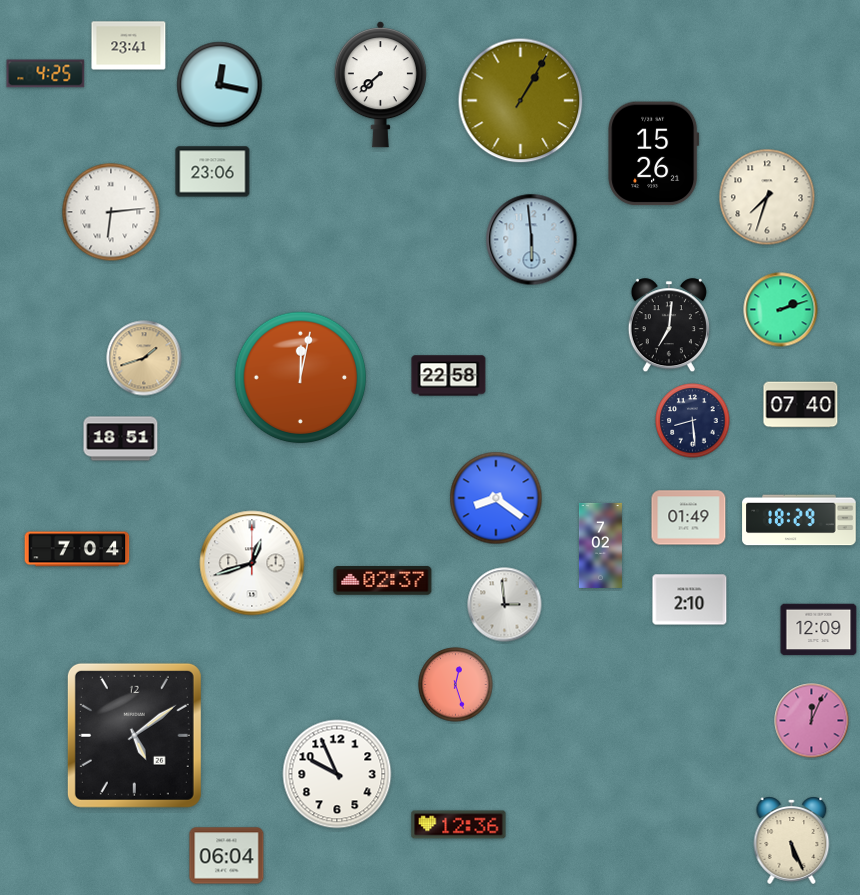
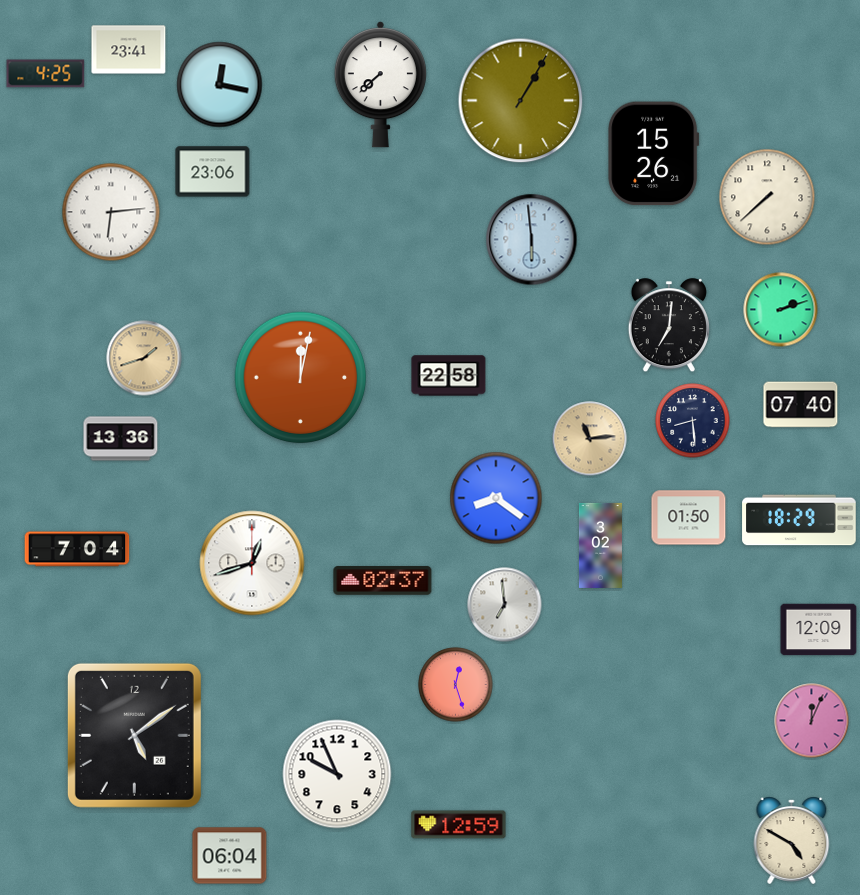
clock at (129, 46) position: (129, 46) -> (129, 50)
clock at (767, 197): 7:33 -> 7:38
clock at (121, 439): 18:51 -> 13:36
clock at (590, 439): none -> 11:14
clock at (689, 518): 01:49 -> 01:50
clock at (600, 545): 7:02 -> 3:02
clock at (690, 600): 2:10 -> none
clock at (505, 605): 2:59 -> 6:59
clock at (459, 825): 12:36 -> 12:59
clock at (792, 840): 5:26 -> 4:50
clock at (227, 856) position: (227, 856) -> (230, 856)
